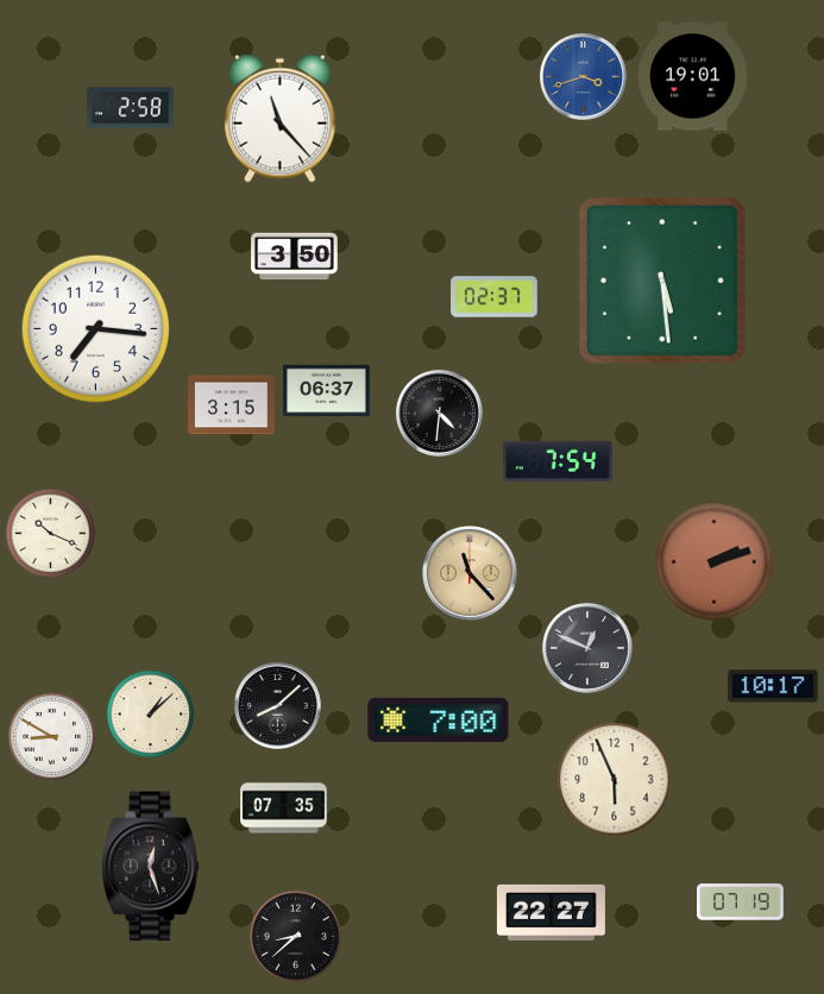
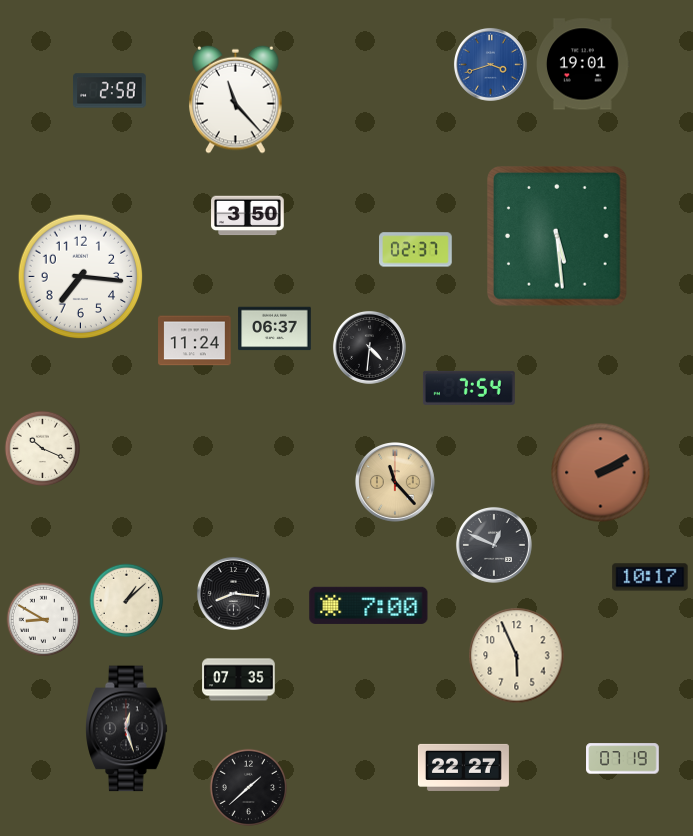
clock at (232, 405): 3:15 -> 11:24
clock at (715, 562): 2:12 -> 2:10
clock at (277, 705): 8:08 -> 8:16
clock at (295, 936): 8:38 -> 1:38
